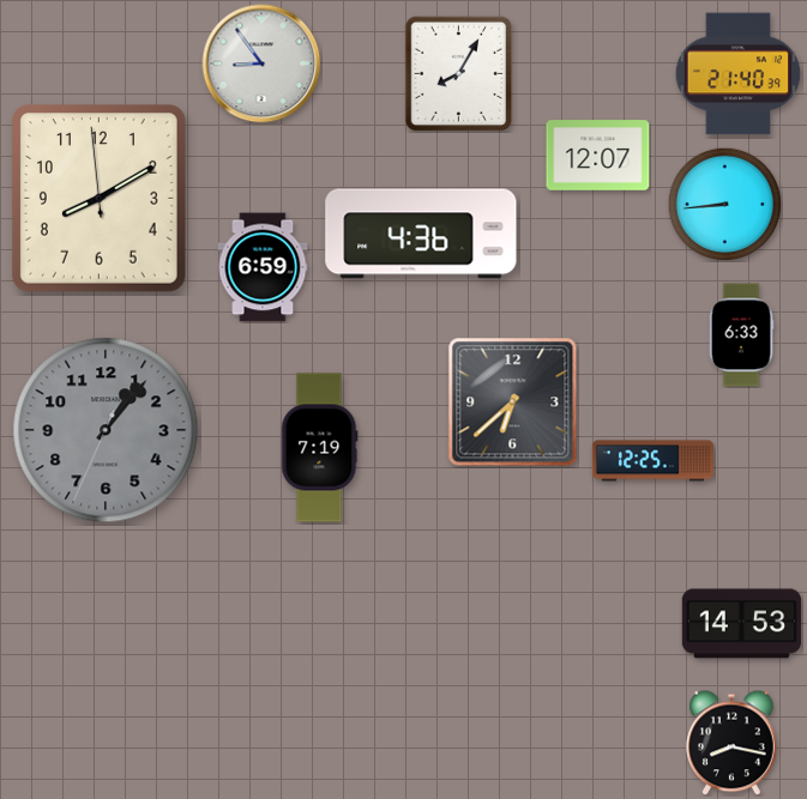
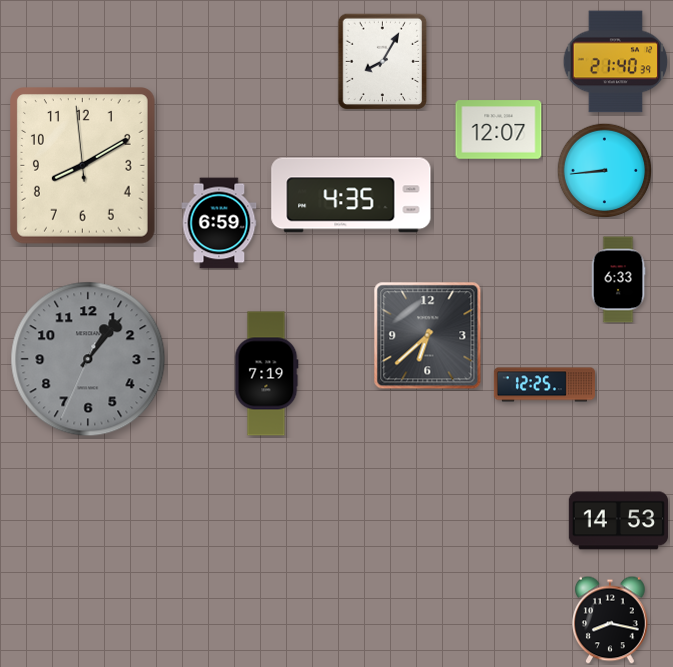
clock at (261, 63): 8:54 -> none
clock at (421, 234): 4:36 -> 4:35
